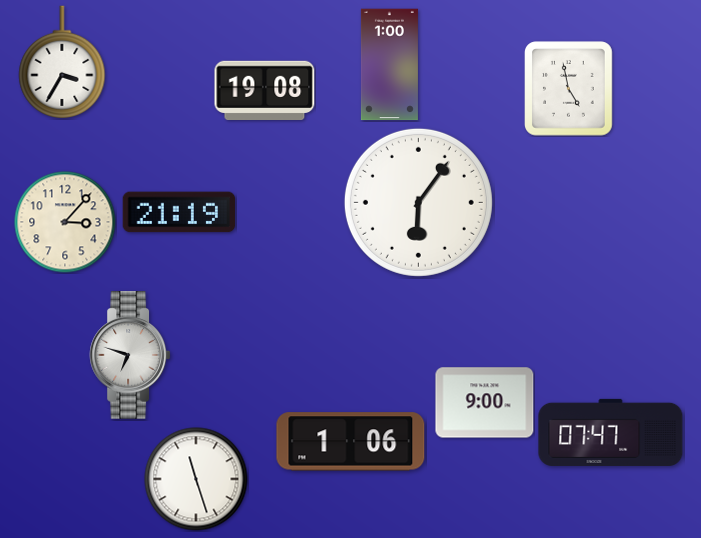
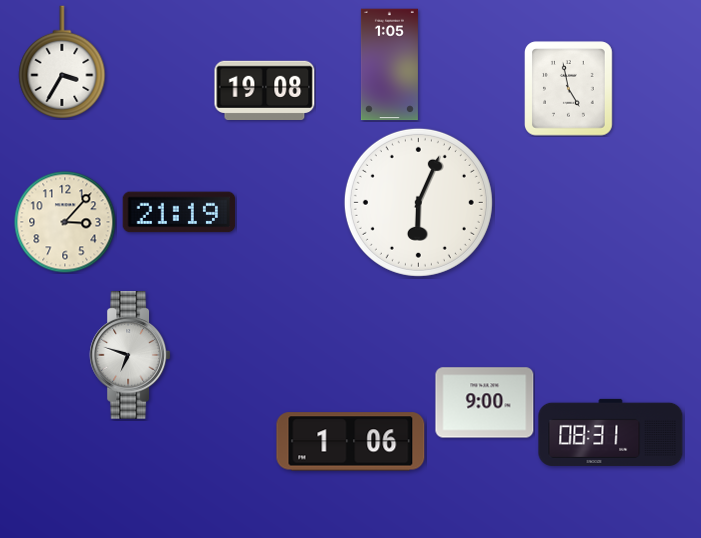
clock at (389, 65): 1:00 -> 1:05
clock at (418, 202): 6:06 -> 6:04
clock at (611, 432): 07:47 -> 08:31
clock at (196, 479): 11:27 -> none
